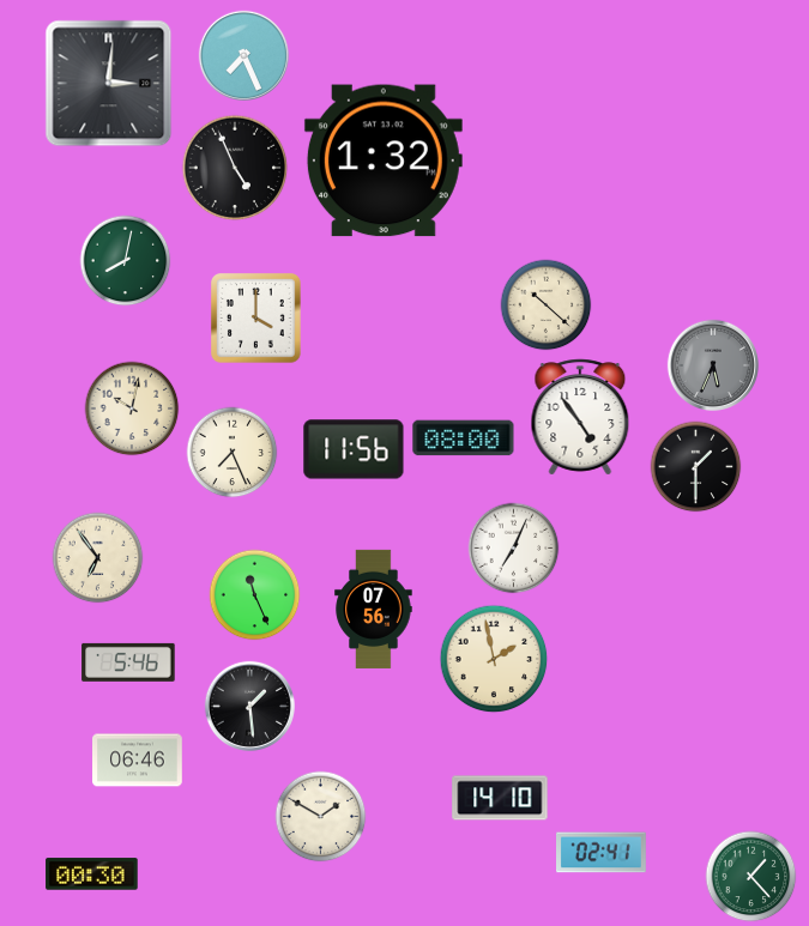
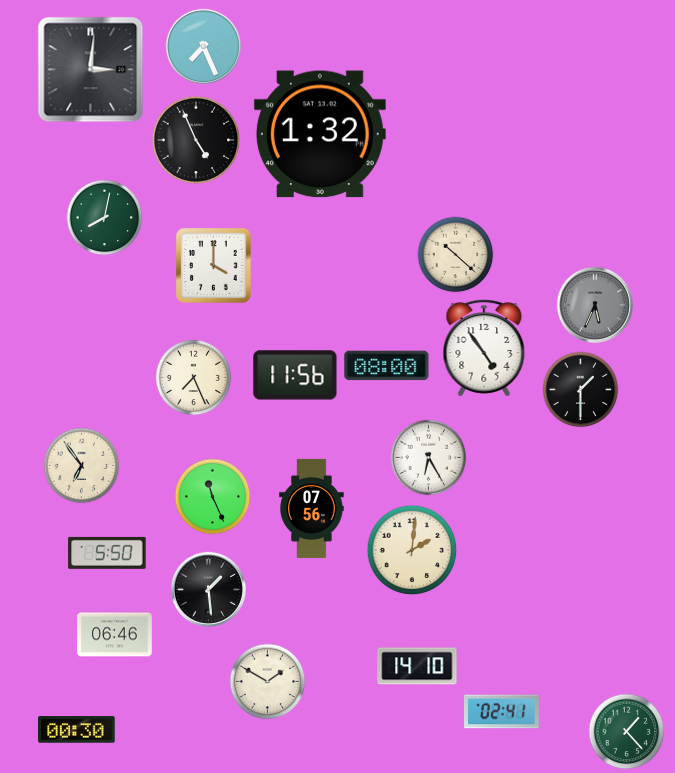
clock at (132, 408): 10:02 -> none
clock at (514, 549): 7:04 -> 6:25
clock at (494, 659): 1:58 -> 2:01
clock at (128, 662): 5:46 -> 5:50
